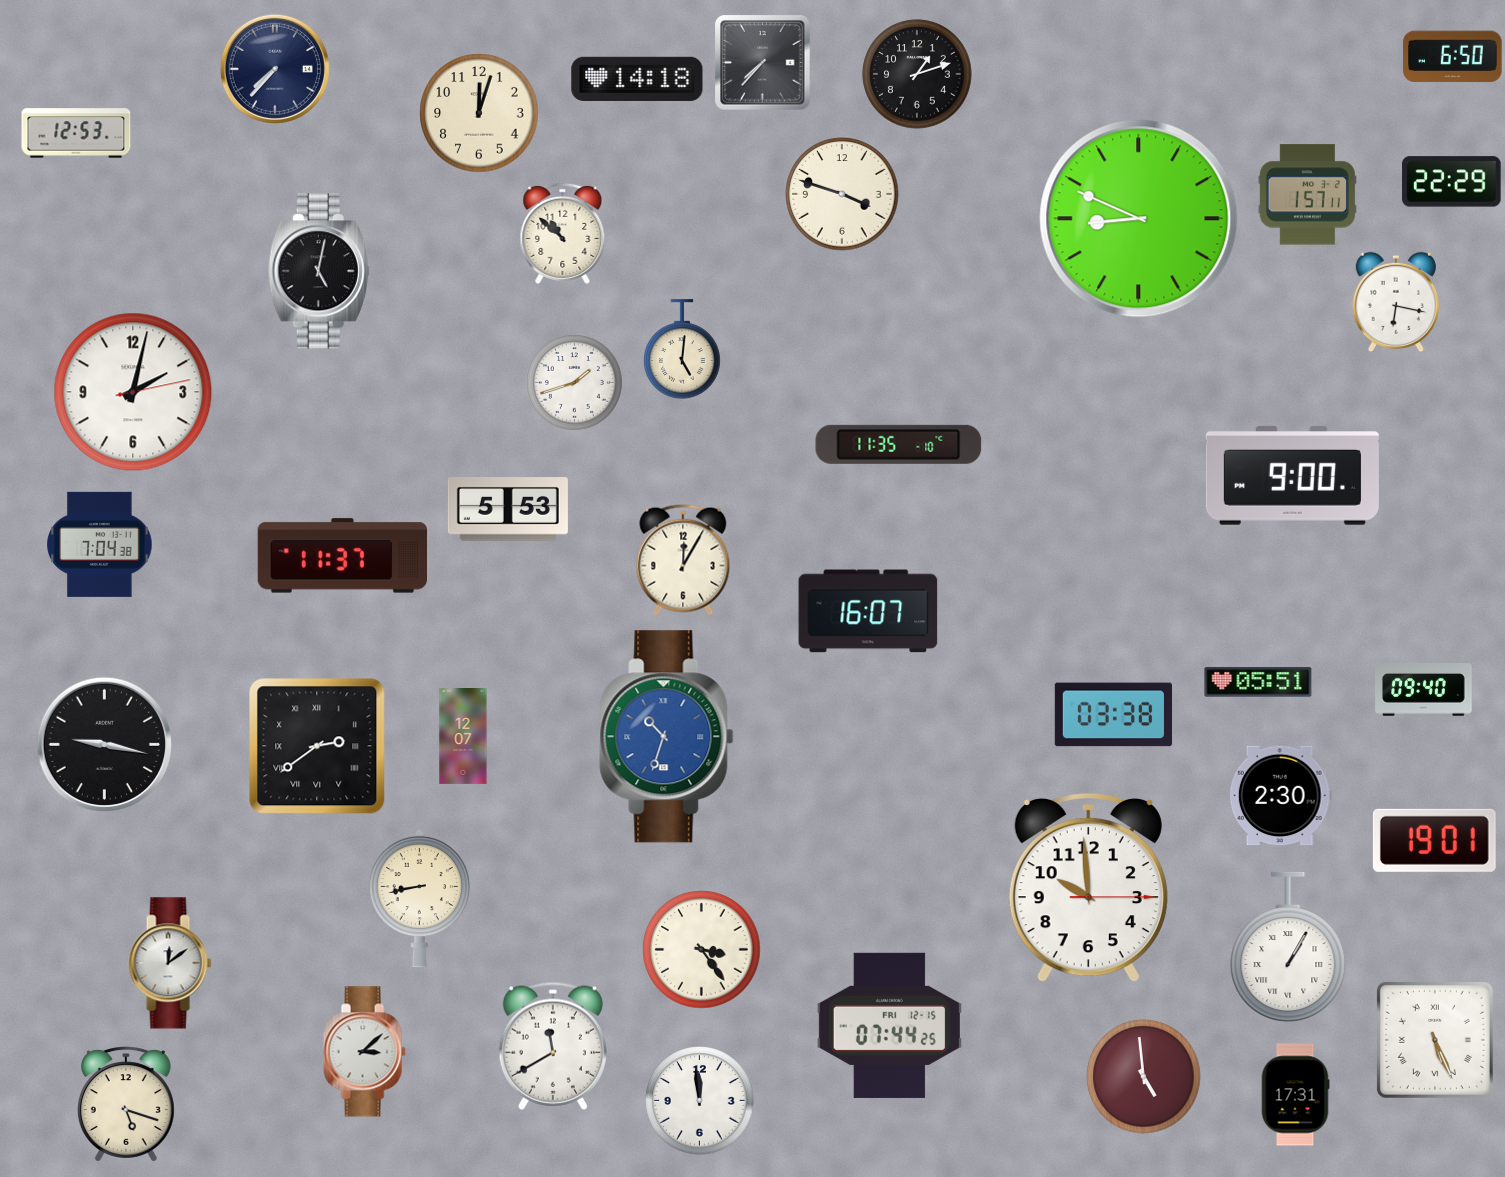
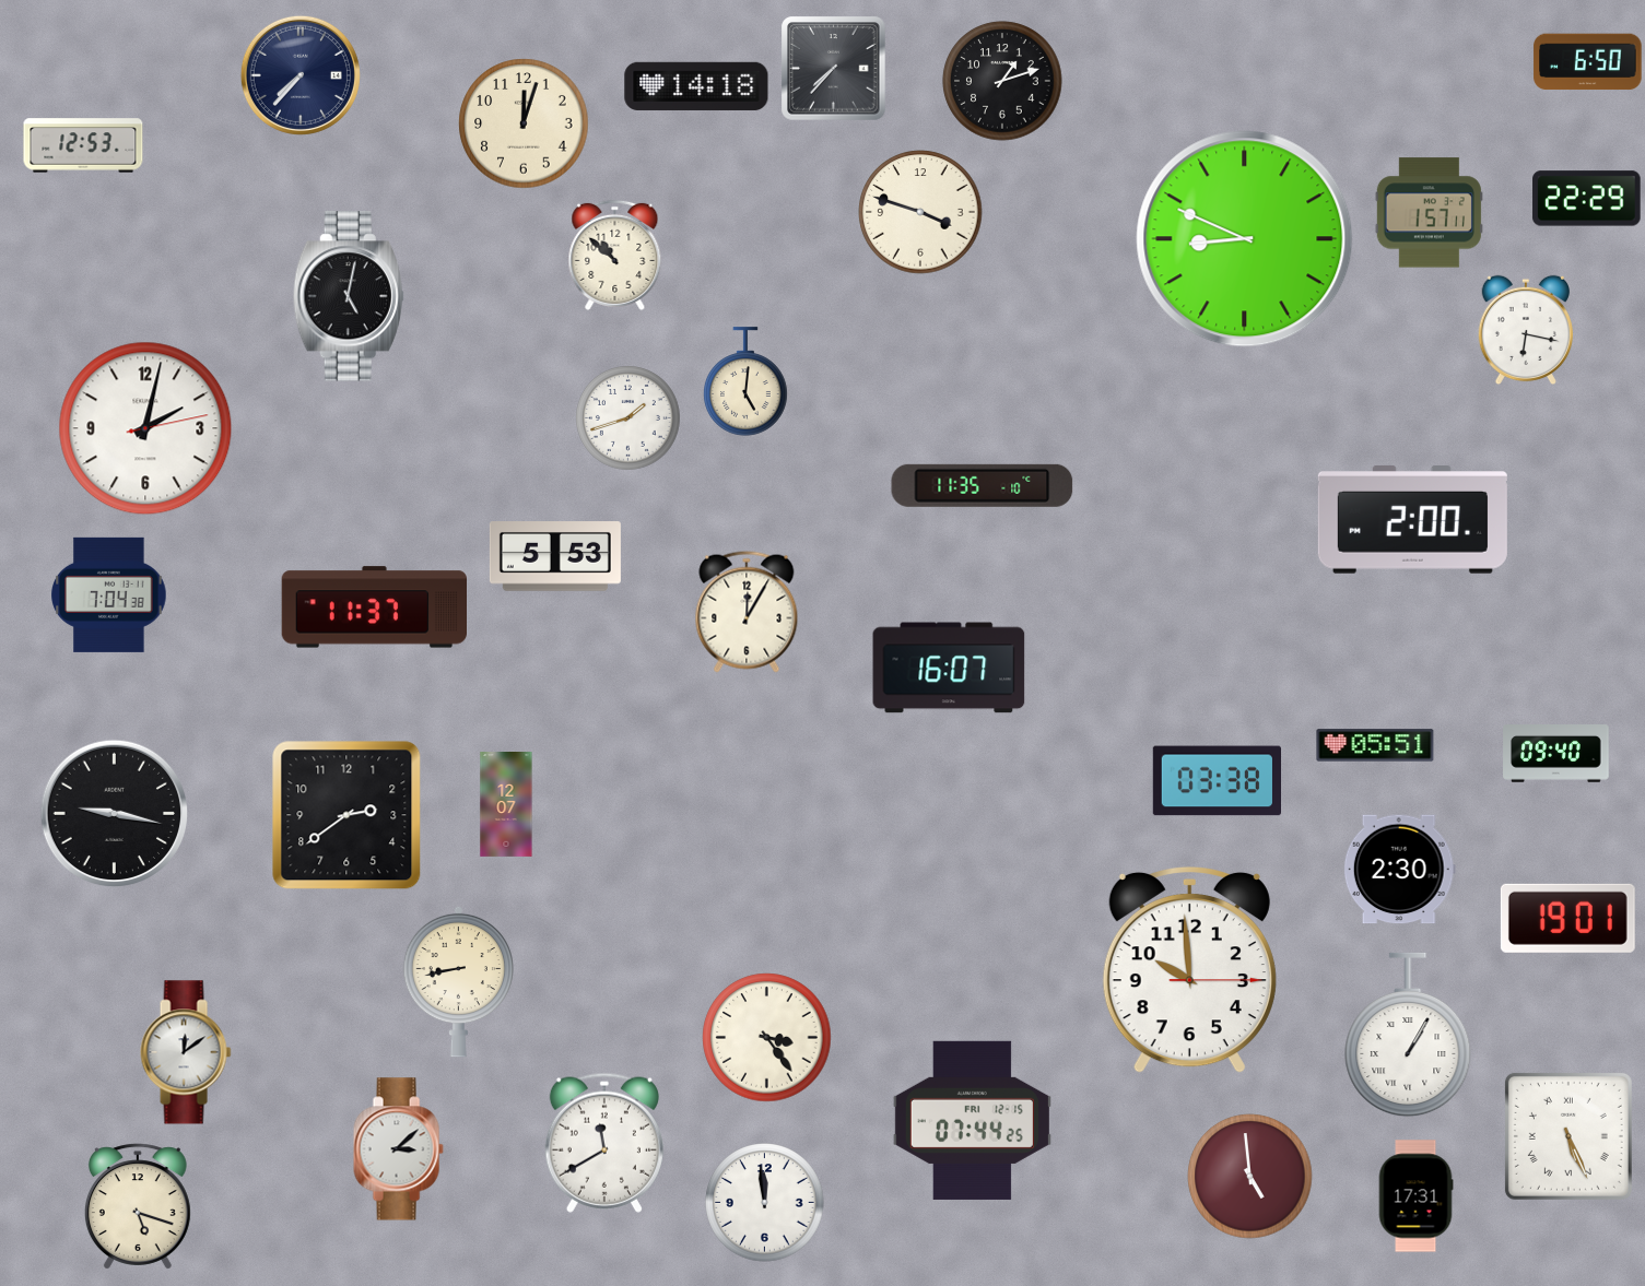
clock at (1292, 476): 9:00 -> 2:00
clock at (667, 737): 10:33 -> none
clock at (317, 746) numerals: Roman -> Arabic
